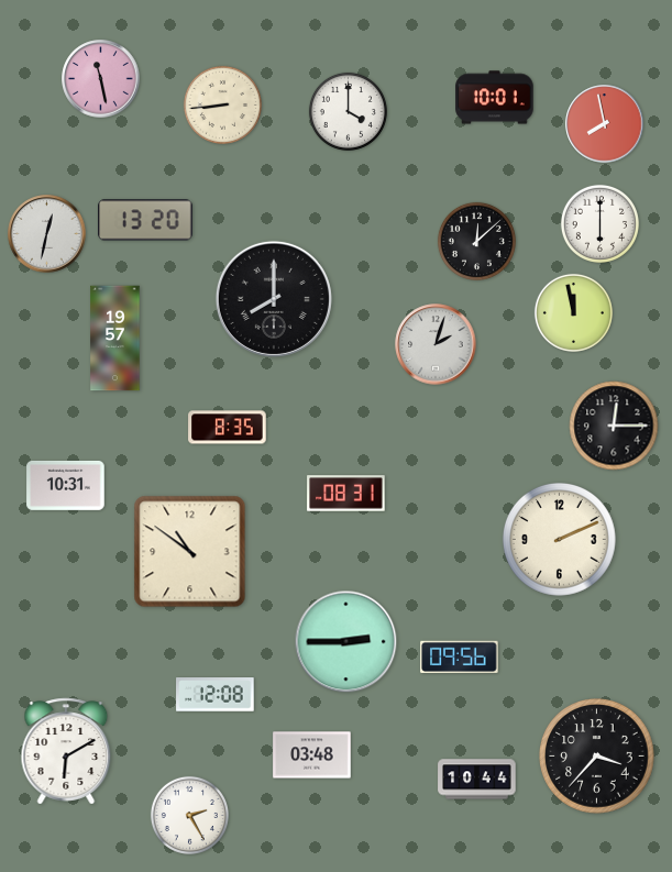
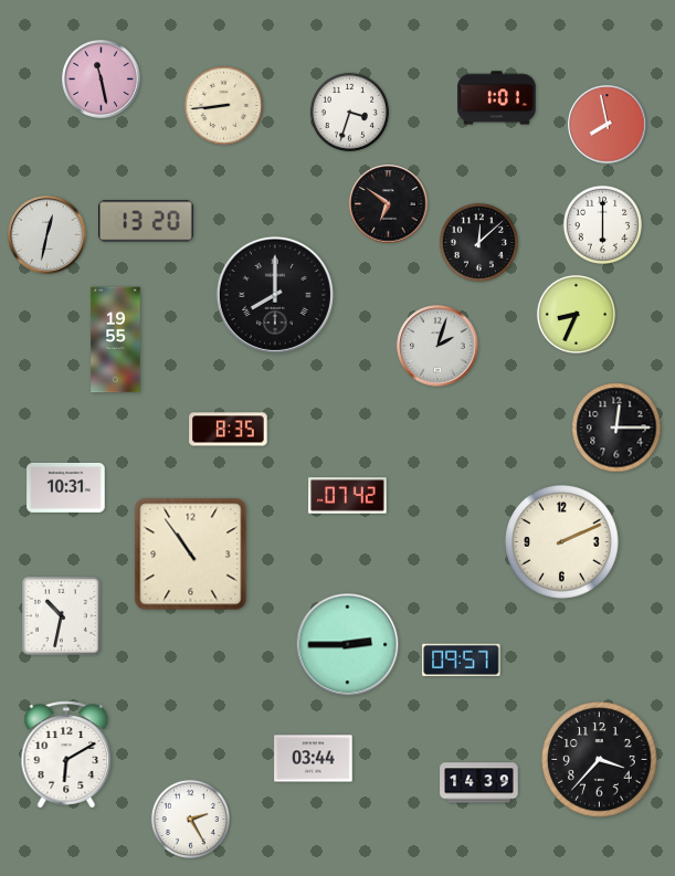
clock at (495, 98): 10:01 -> 1:01
clock at (348, 111): 4:00 -> 3:33
clock at (389, 204): none -> 6:51
clock at (274, 299) position: (274, 299) -> (275, 295)
clock at (573, 312): 11:58 -> 8:34
clock at (115, 339): 19:57 -> 19:55
clock at (346, 494): 08:31 -> 07:42
clock at (190, 552): 10:51 -> 10:54
clock at (62, 616): none -> 10:32
clock at (460, 656): 09:56 -> 09:57
clock at (216, 695): 12:08 -> none
clock at (312, 755): 03:48 -> 03:44
clock at (477, 780): 10:44 -> 14:39
